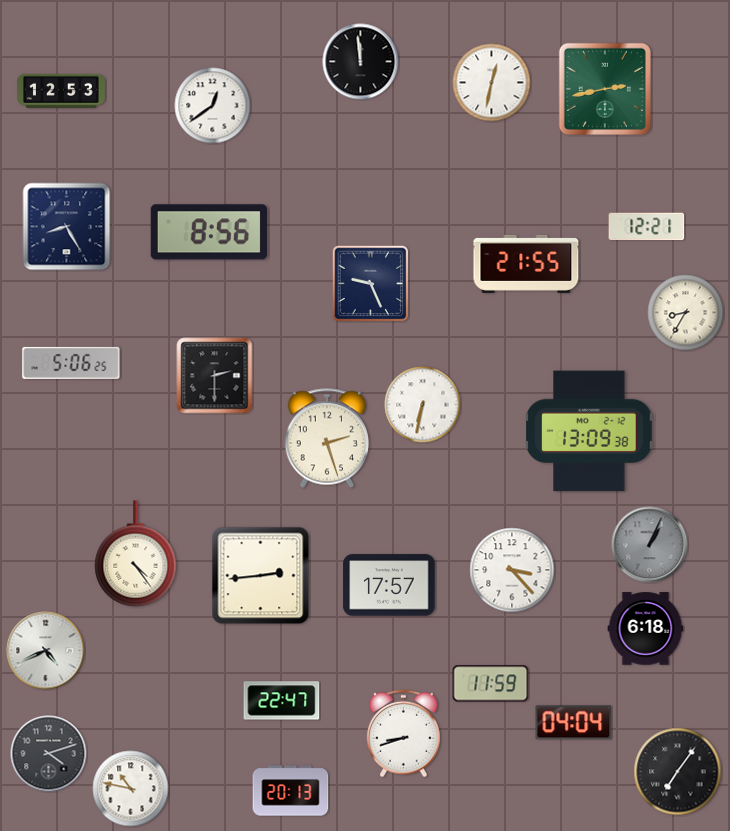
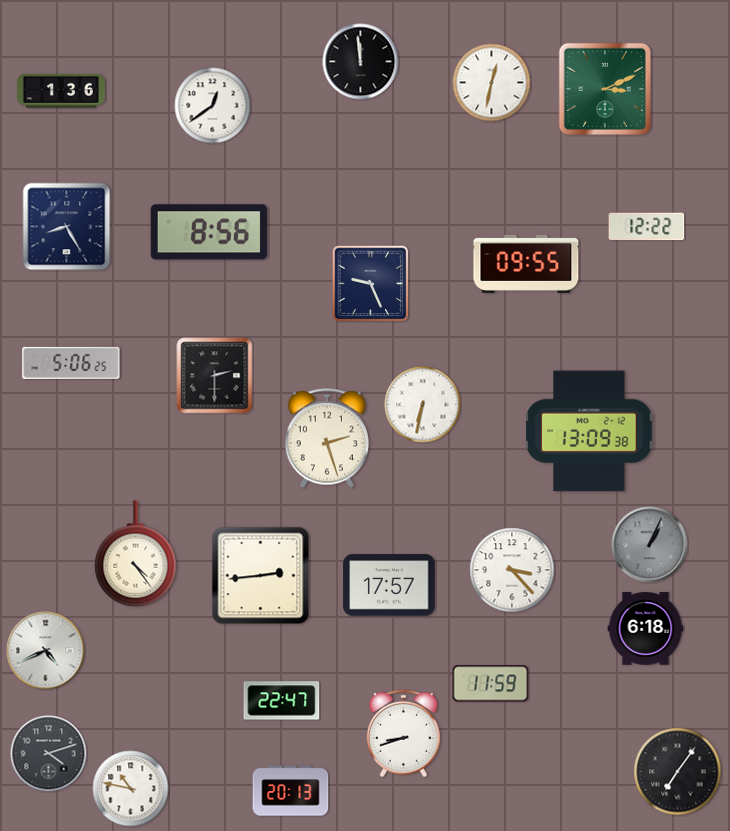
clock at (605, 89): 2:43 -> 3:11
clock at (61, 91): 12:53 -> 1:36
clock at (647, 227): 12:21 -> 12:22
clock at (526, 264): 21:55 -> 09:55
clock at (686, 313): 8:35 -> none
clock at (574, 723): 04:04 -> none
